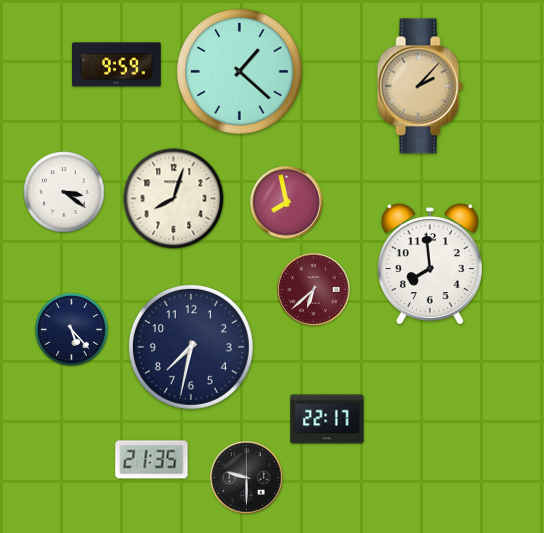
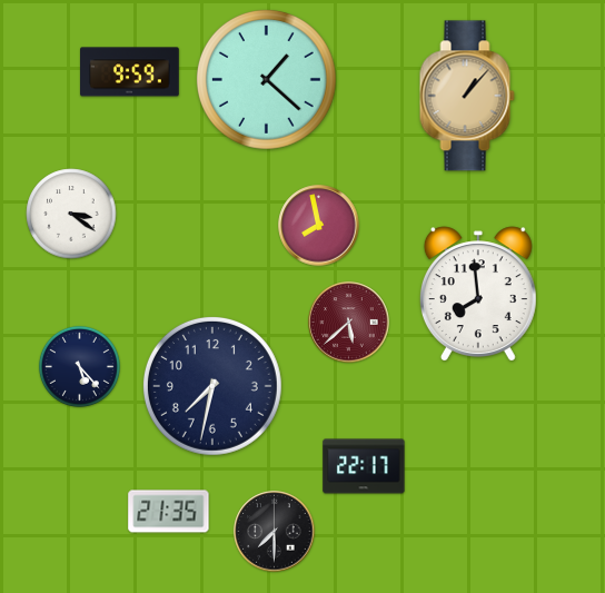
clock at (420, 86): 2:07 -> 1:07
clock at (174, 199): 8:03 -> none
clock at (314, 290): 6:38 -> 5:38
clock at (247, 478): 9:30 -> 7:30
